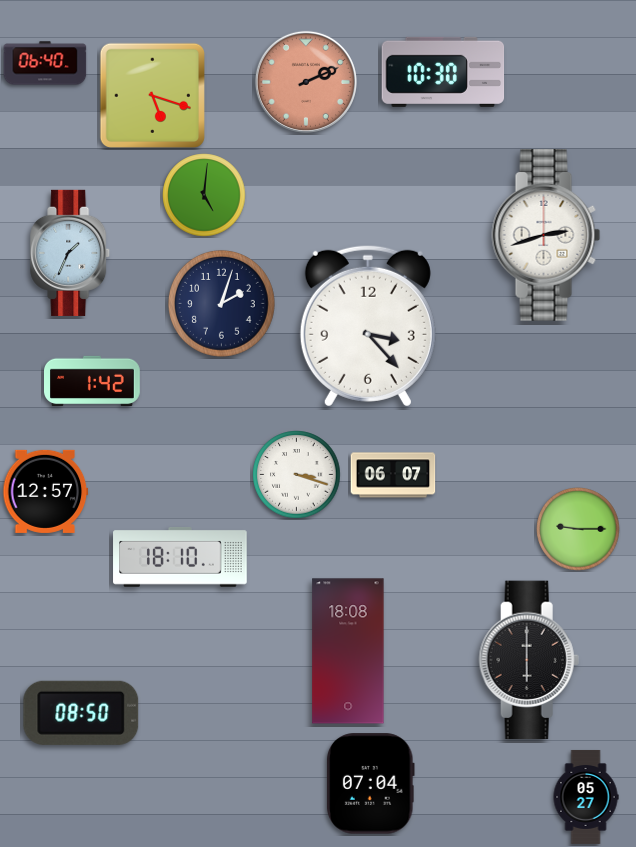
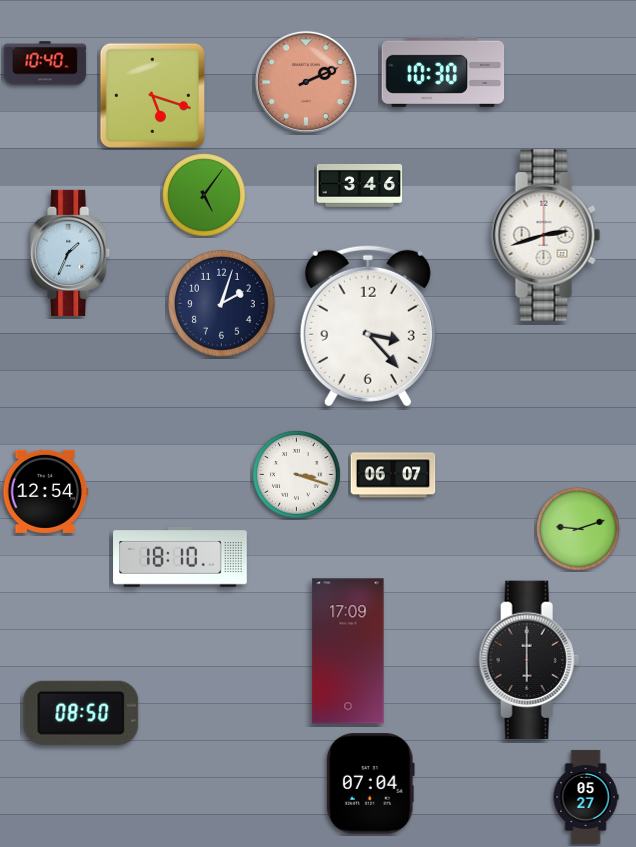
clock at (45, 63): 06:40 -> 10:40
clock at (360, 185): none -> 3:46
clock at (204, 195): 5:01 -> 5:06
clock at (92, 381): 1:42 -> none
clock at (46, 491): 12:57 -> 12:54
clock at (578, 529): 9:15 -> 9:12
clock at (348, 651): 18:08 -> 17:09
